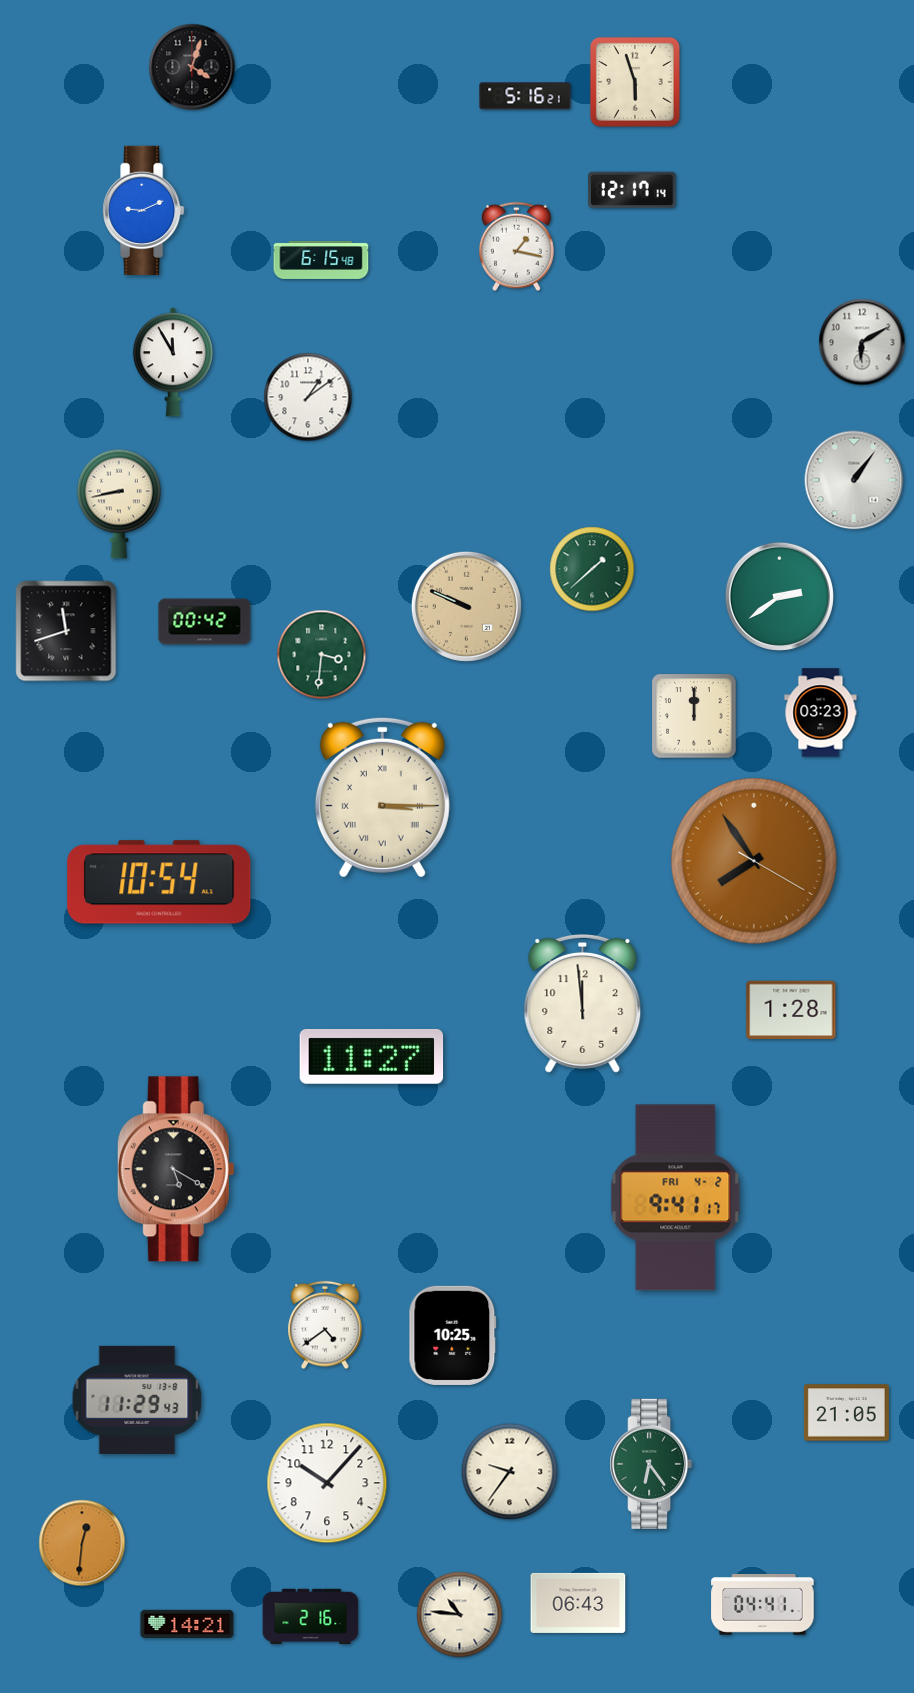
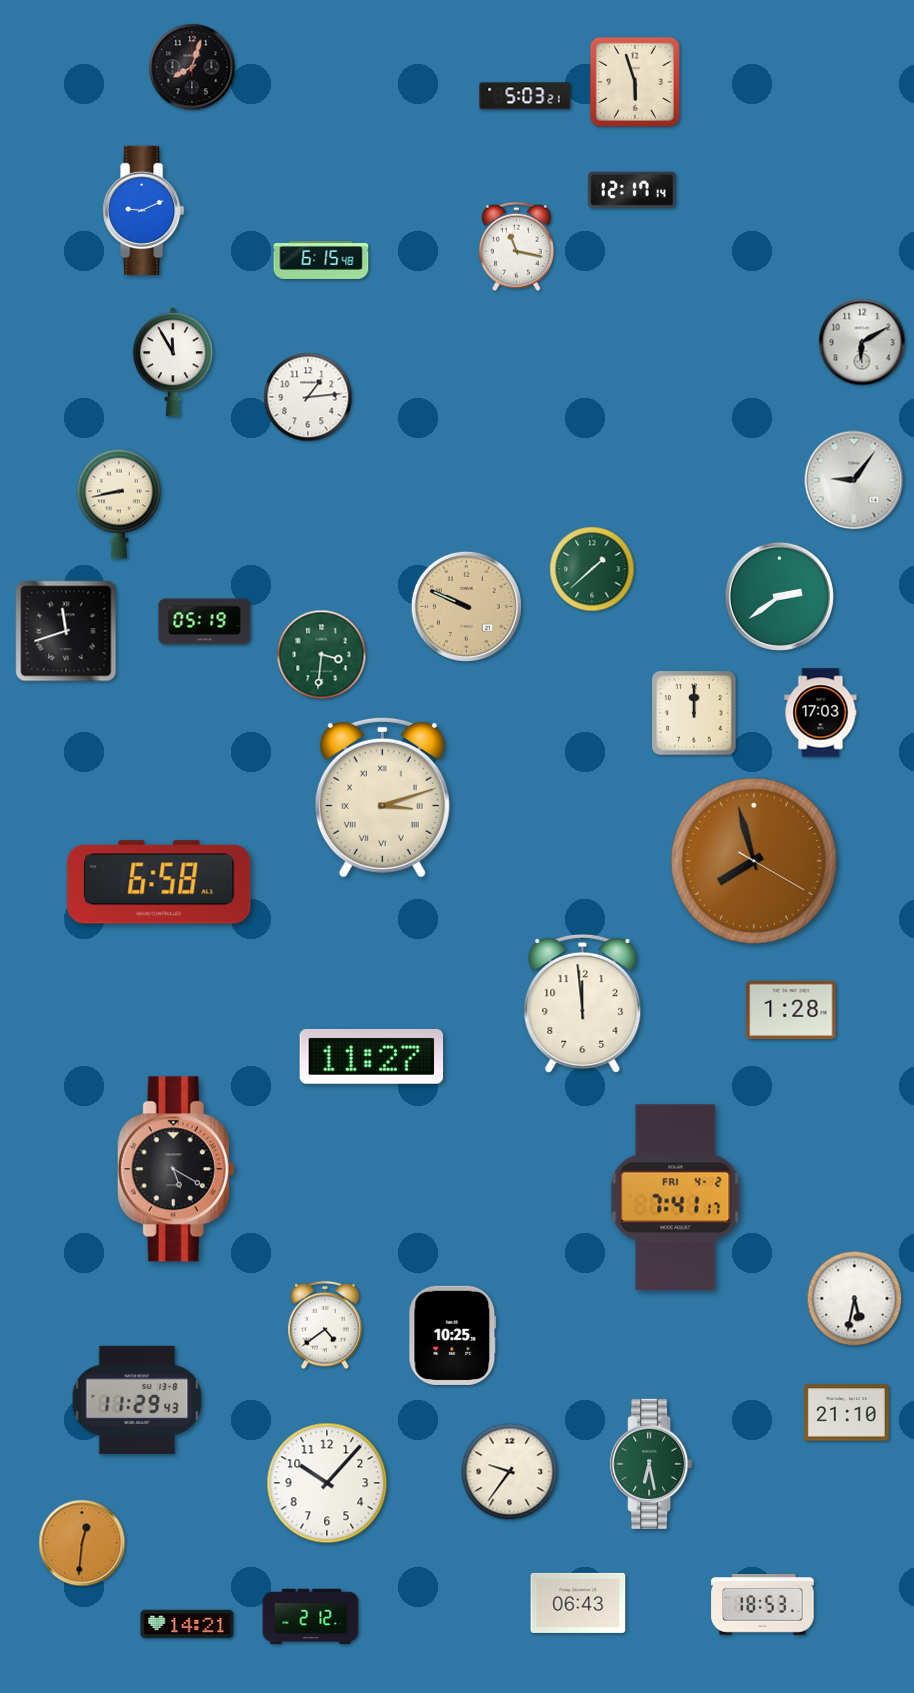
clock at (192, 67): 4:03 -> 8:03
clock at (525, 96): 5:16 -> 5:03
clock at (517, 247): 1:17 -> 11:17
clock at (308, 397): 1:09 -> 1:14
clock at (854, 480): 1:06 -> 9:06
clock at (205, 622): 00:42 -> 05:19
clock at (821, 713): 03:23 -> 17:03
clock at (694, 716) position: (694, 716) -> (694, 713)
clock at (382, 797): 3:15 -> 3:12
clock at (754, 861): 7:54 -> 7:57
clock at (159, 882): 10:54 -> 6:58
clock at (676, 1198): 9:41 -> 7:41
clock at (855, 1299): none -> 5:32
clock at (846, 1413): 21:05 -> 21:10
clock at (651, 1464): 6:24 -> 6:28
clock at (763, 1604): 04:41 -> 18:53
clock at (460, 1615): 10:46 -> none
clock at (311, 1617): 2:16 -> 2:12
